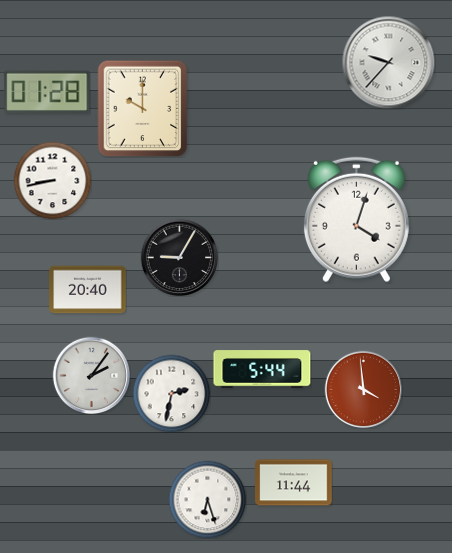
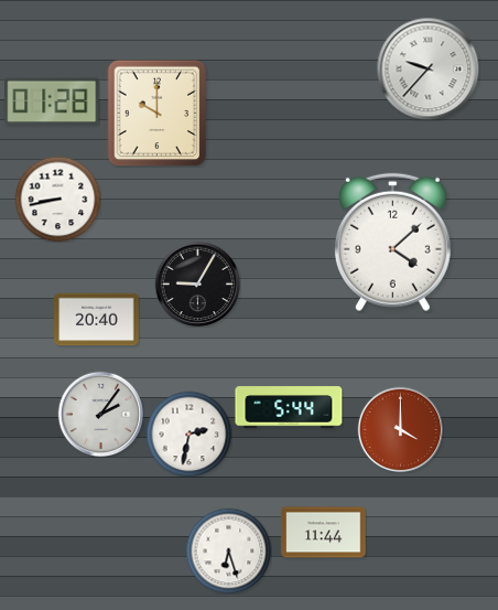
clock at (143, 108) position: (143, 108) -> (158, 113)
clock at (356, 220): 4:03 -> 4:08
clock at (363, 389): 3:59 -> 4:00
